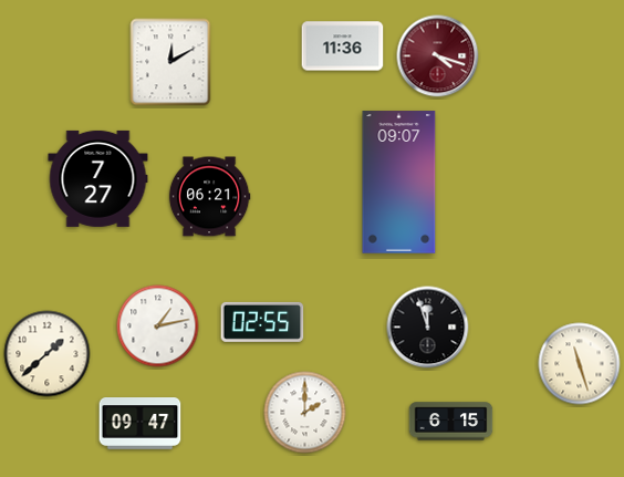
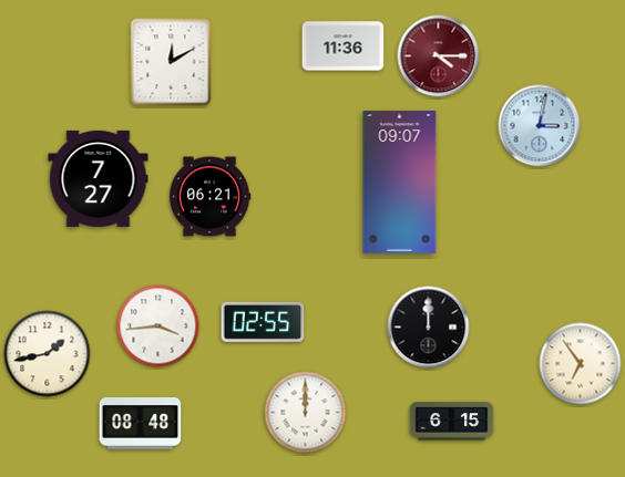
clock at (438, 56): 4:18 -> 4:15
clock at (540, 126): none -> 3:02
clock at (158, 326): 1:13 -> 3:44
clock at (428, 328): 11:57 -> 12:00
clock at (48, 354): 1:38 -> 1:43
clock at (580, 364): 11:27 -> 6:54
clock at (305, 413): 2:00 -> 12:00
clock at (141, 424): 09:47 -> 08:48
